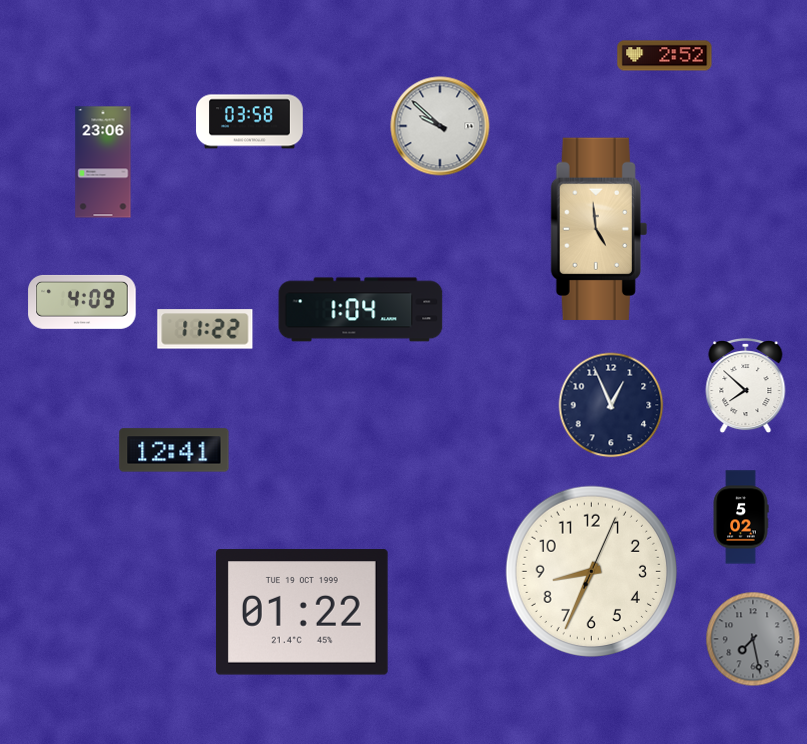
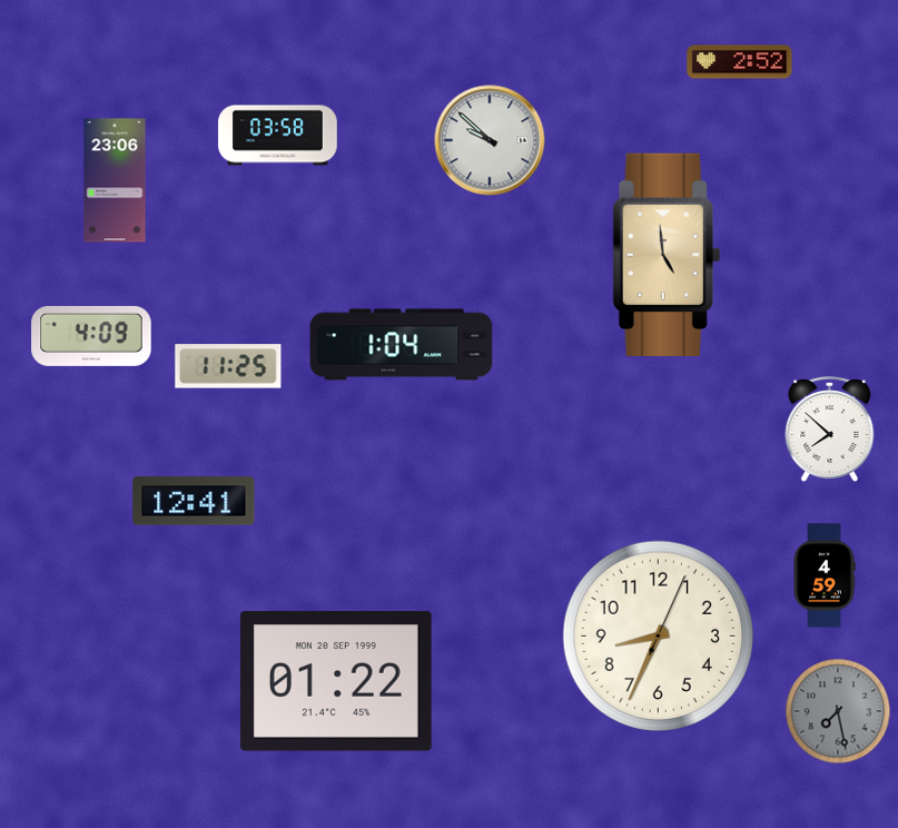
clock at (205, 329): 11:22 -> 11:25
clock at (611, 405): 12:56 -> none
clock at (741, 517): 5:02 -> 4:59
clock at (302, 612) date: TUE 19 OCT 1999 -> MON 20 SEP 1999
